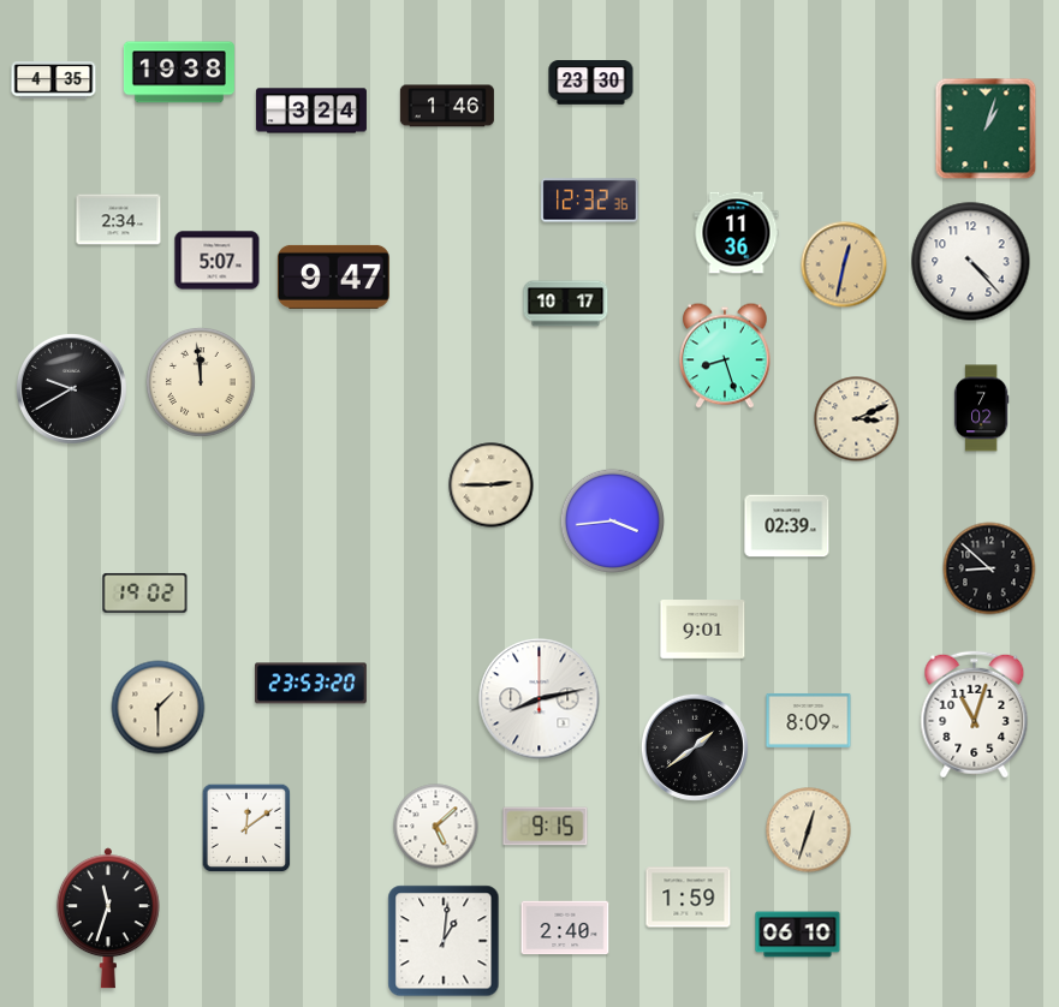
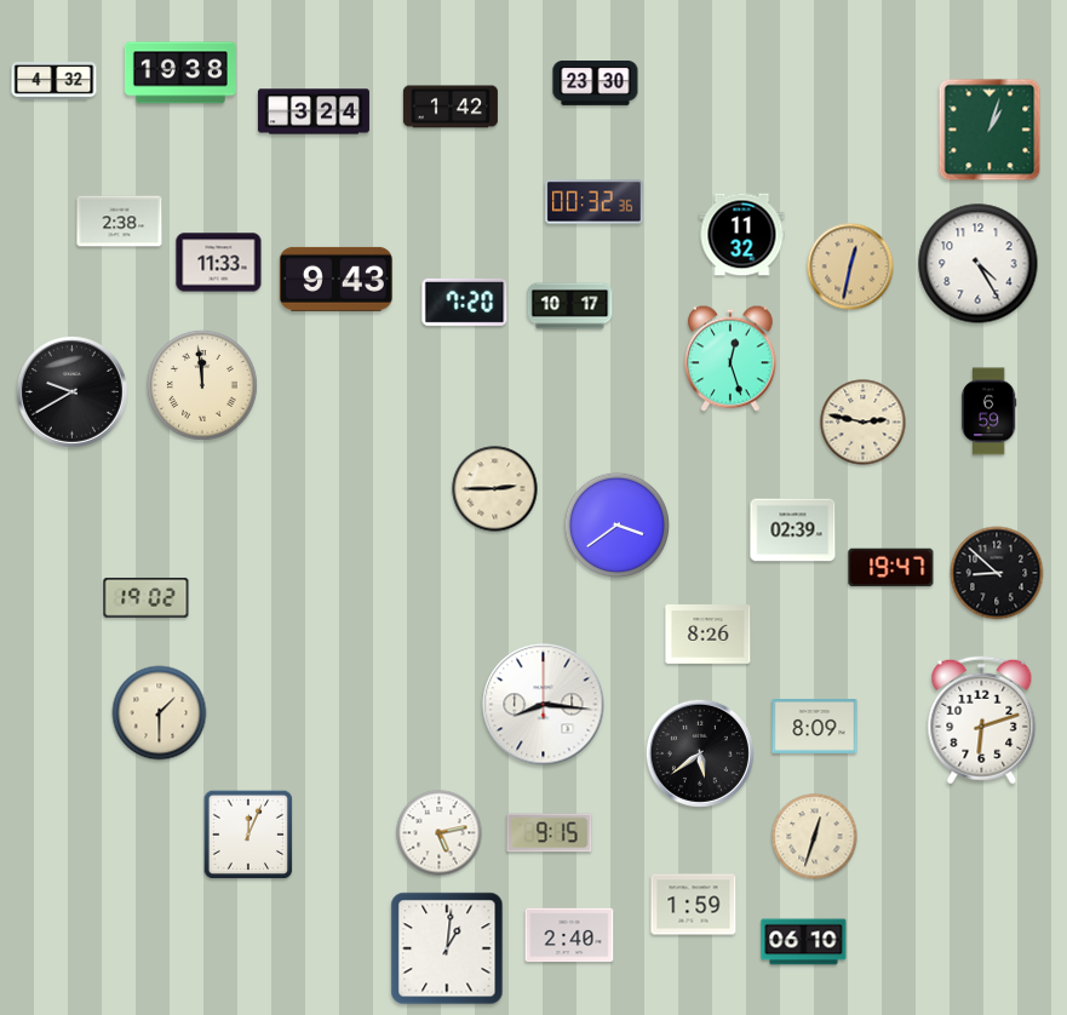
clock at (54, 81): 4:35 -> 4:32
clock at (447, 106): 1:46 -> 1:42
clock at (986, 129) position: (986, 129) -> (989, 130)
clock at (590, 201): 12:32 -> 00:32
clock at (119, 220): 2:34 -> 2:38
clock at (737, 233): 11:36 -> 11:32
clock at (218, 261): 5:07 -> 11:33
clock at (971, 262): 4:23 -> 4:25
clock at (333, 276): 9:47 -> 9:43
clock at (465, 302): none -> 7:20
clock at (725, 356): 8:27 -> 12:27
clock at (981, 409): 7:02 -> 6:59
clock at (857, 419): 3:11 -> 2:47
clock at (612, 520): 3:44 -> 3:39
clock at (891, 568): none -> 19:47
clock at (703, 630): 9:01 -> 8:26
clock at (310, 684): 23:53 -> none
clock at (540, 699): 8:13 -> 8:16
clock at (975, 715): 11:03 -> 6:12
clock at (695, 747): 1:39 -> 5:39
clock at (436, 827): 5:08 -> 5:13
clock at (246, 828): 12:09 -> 12:04
clock at (108, 918): 11:33 -> none
